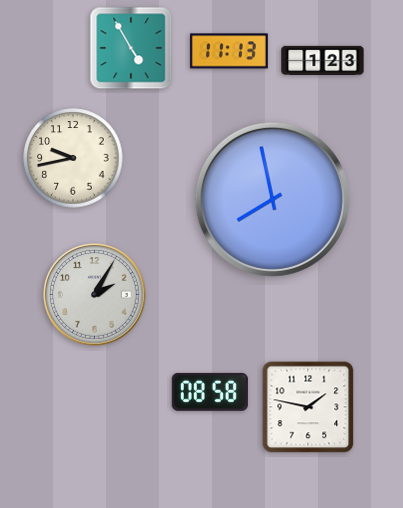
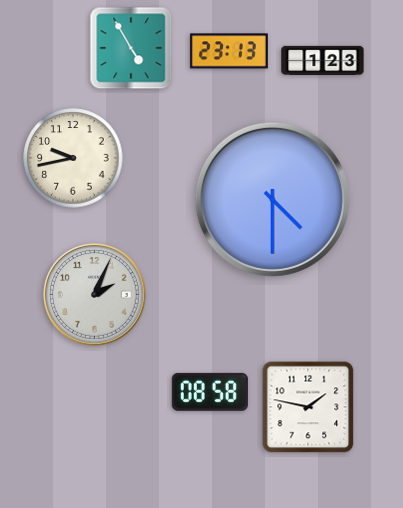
clock at (229, 51): 11:13 -> 23:13
clock at (272, 199): 7:58 -> 4:30
clock at (95, 295): 2:05 -> 2:04
